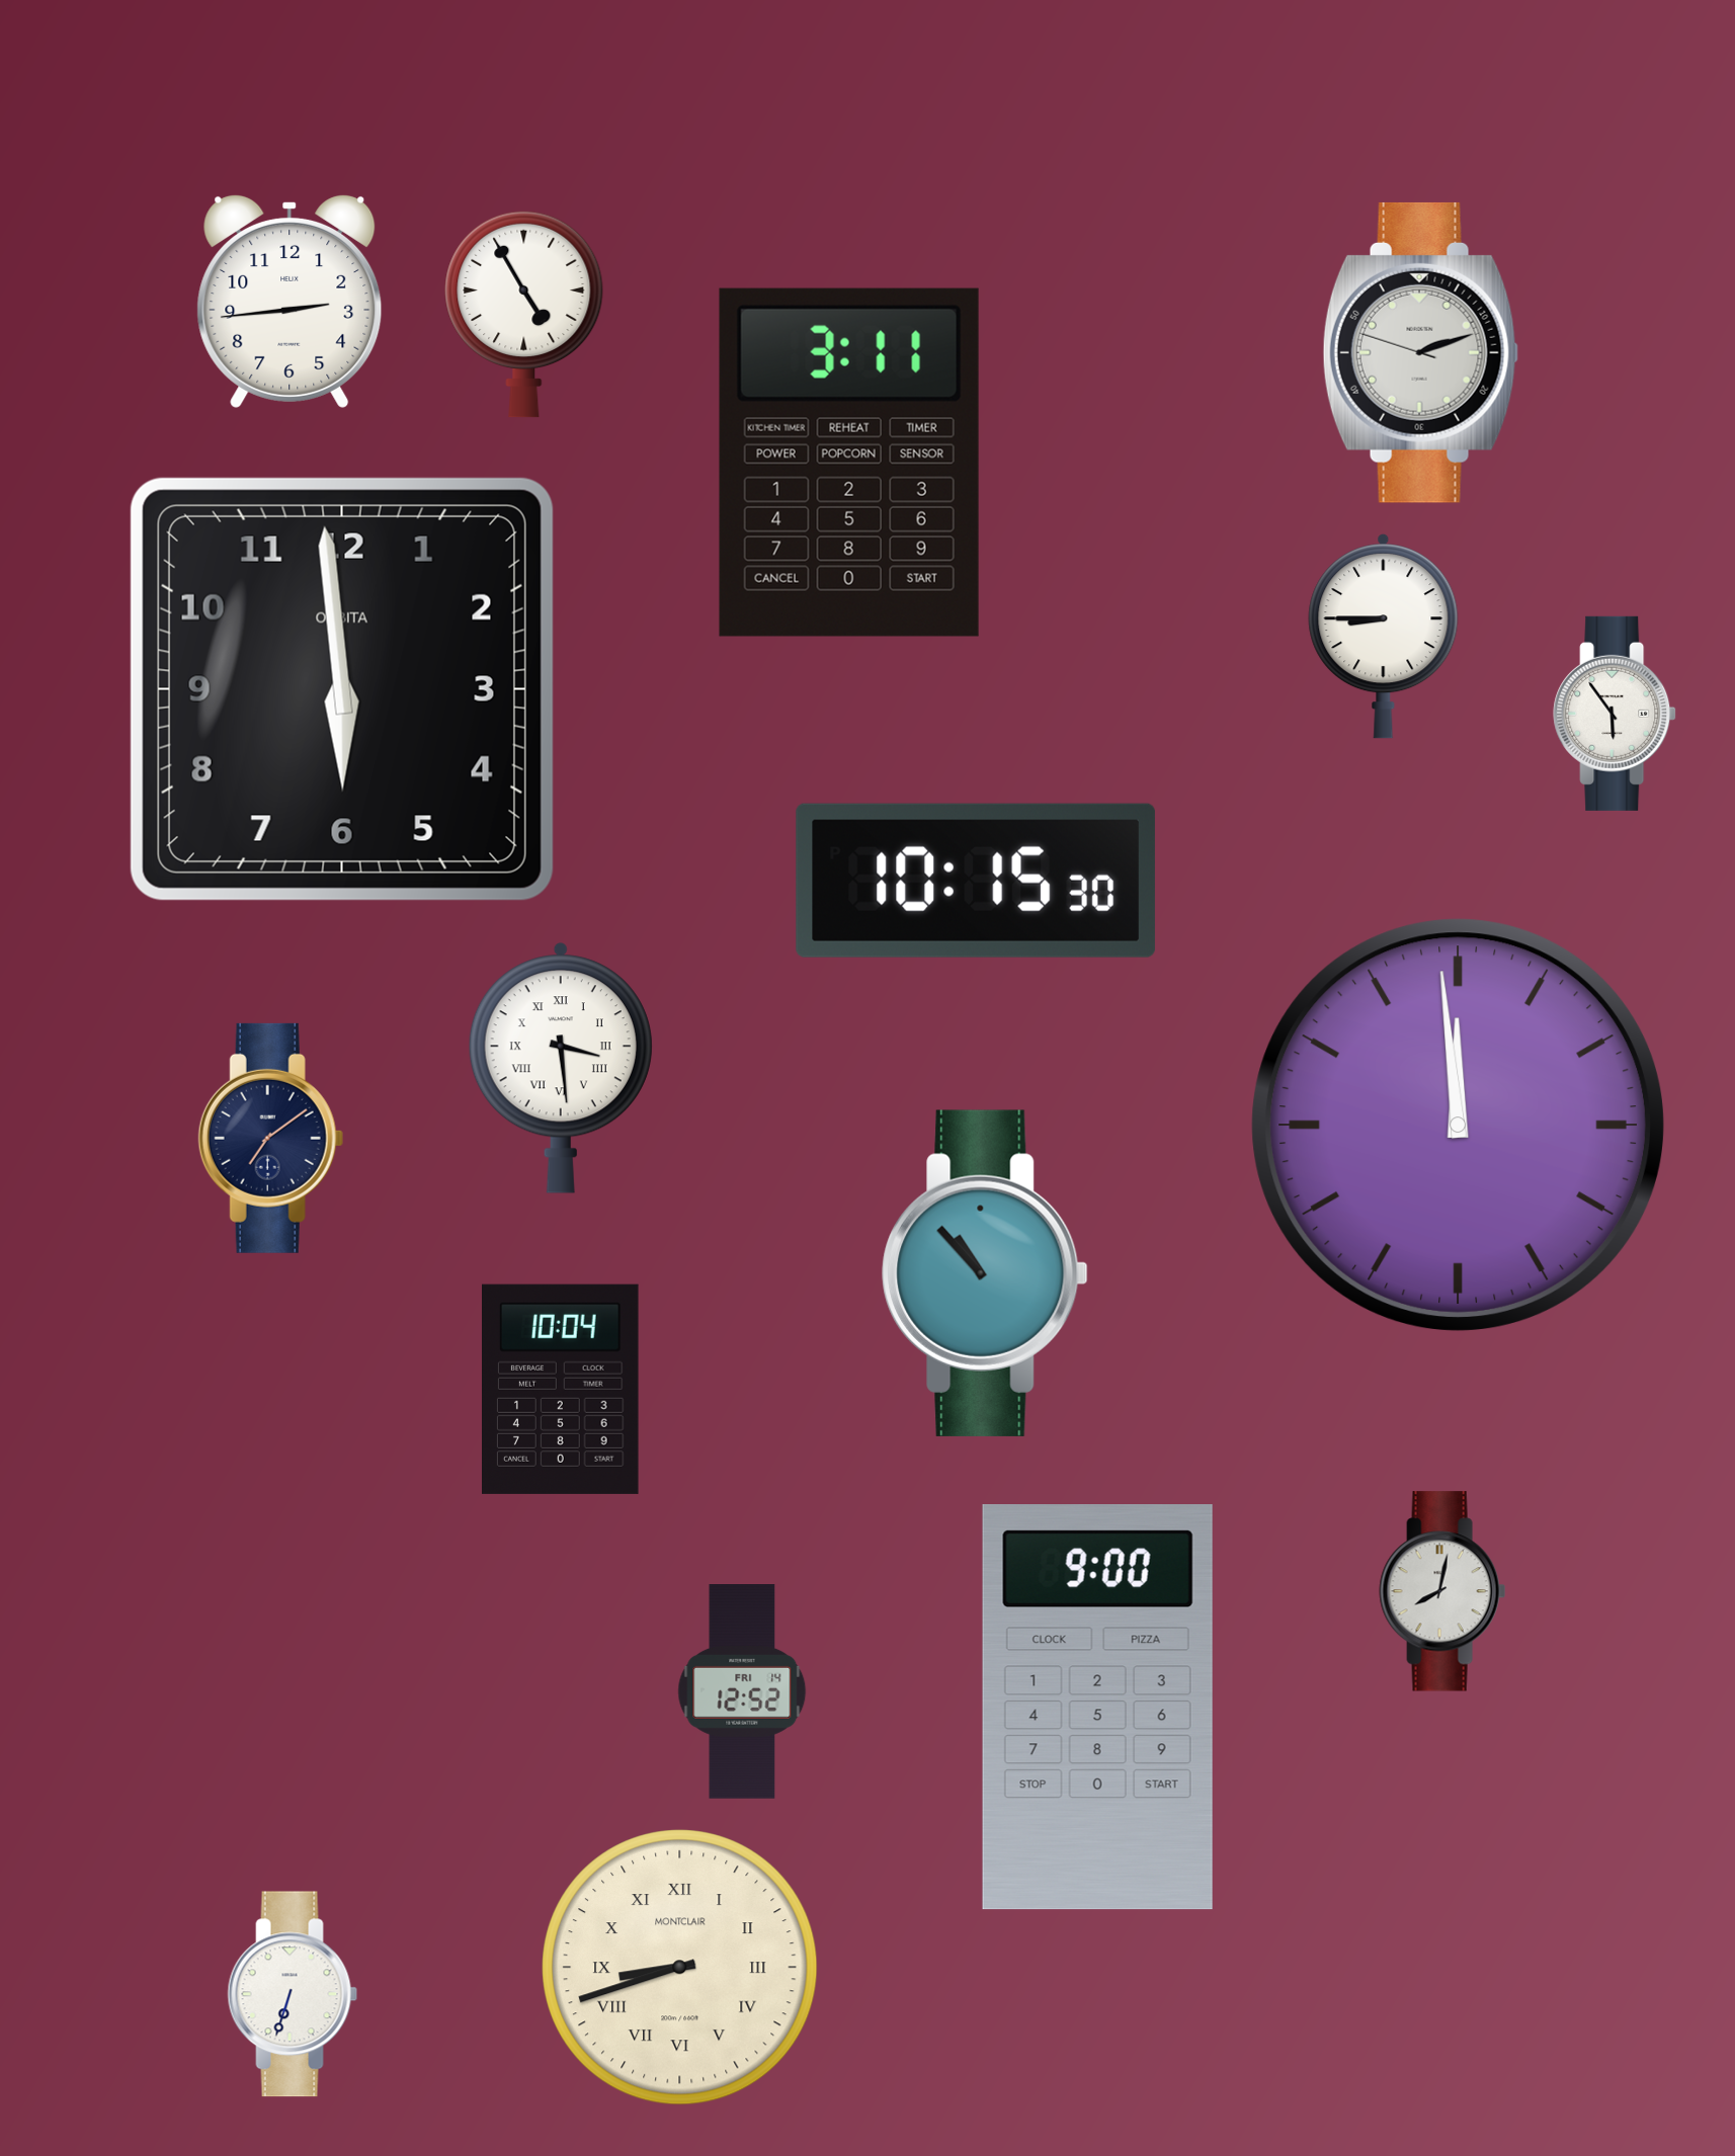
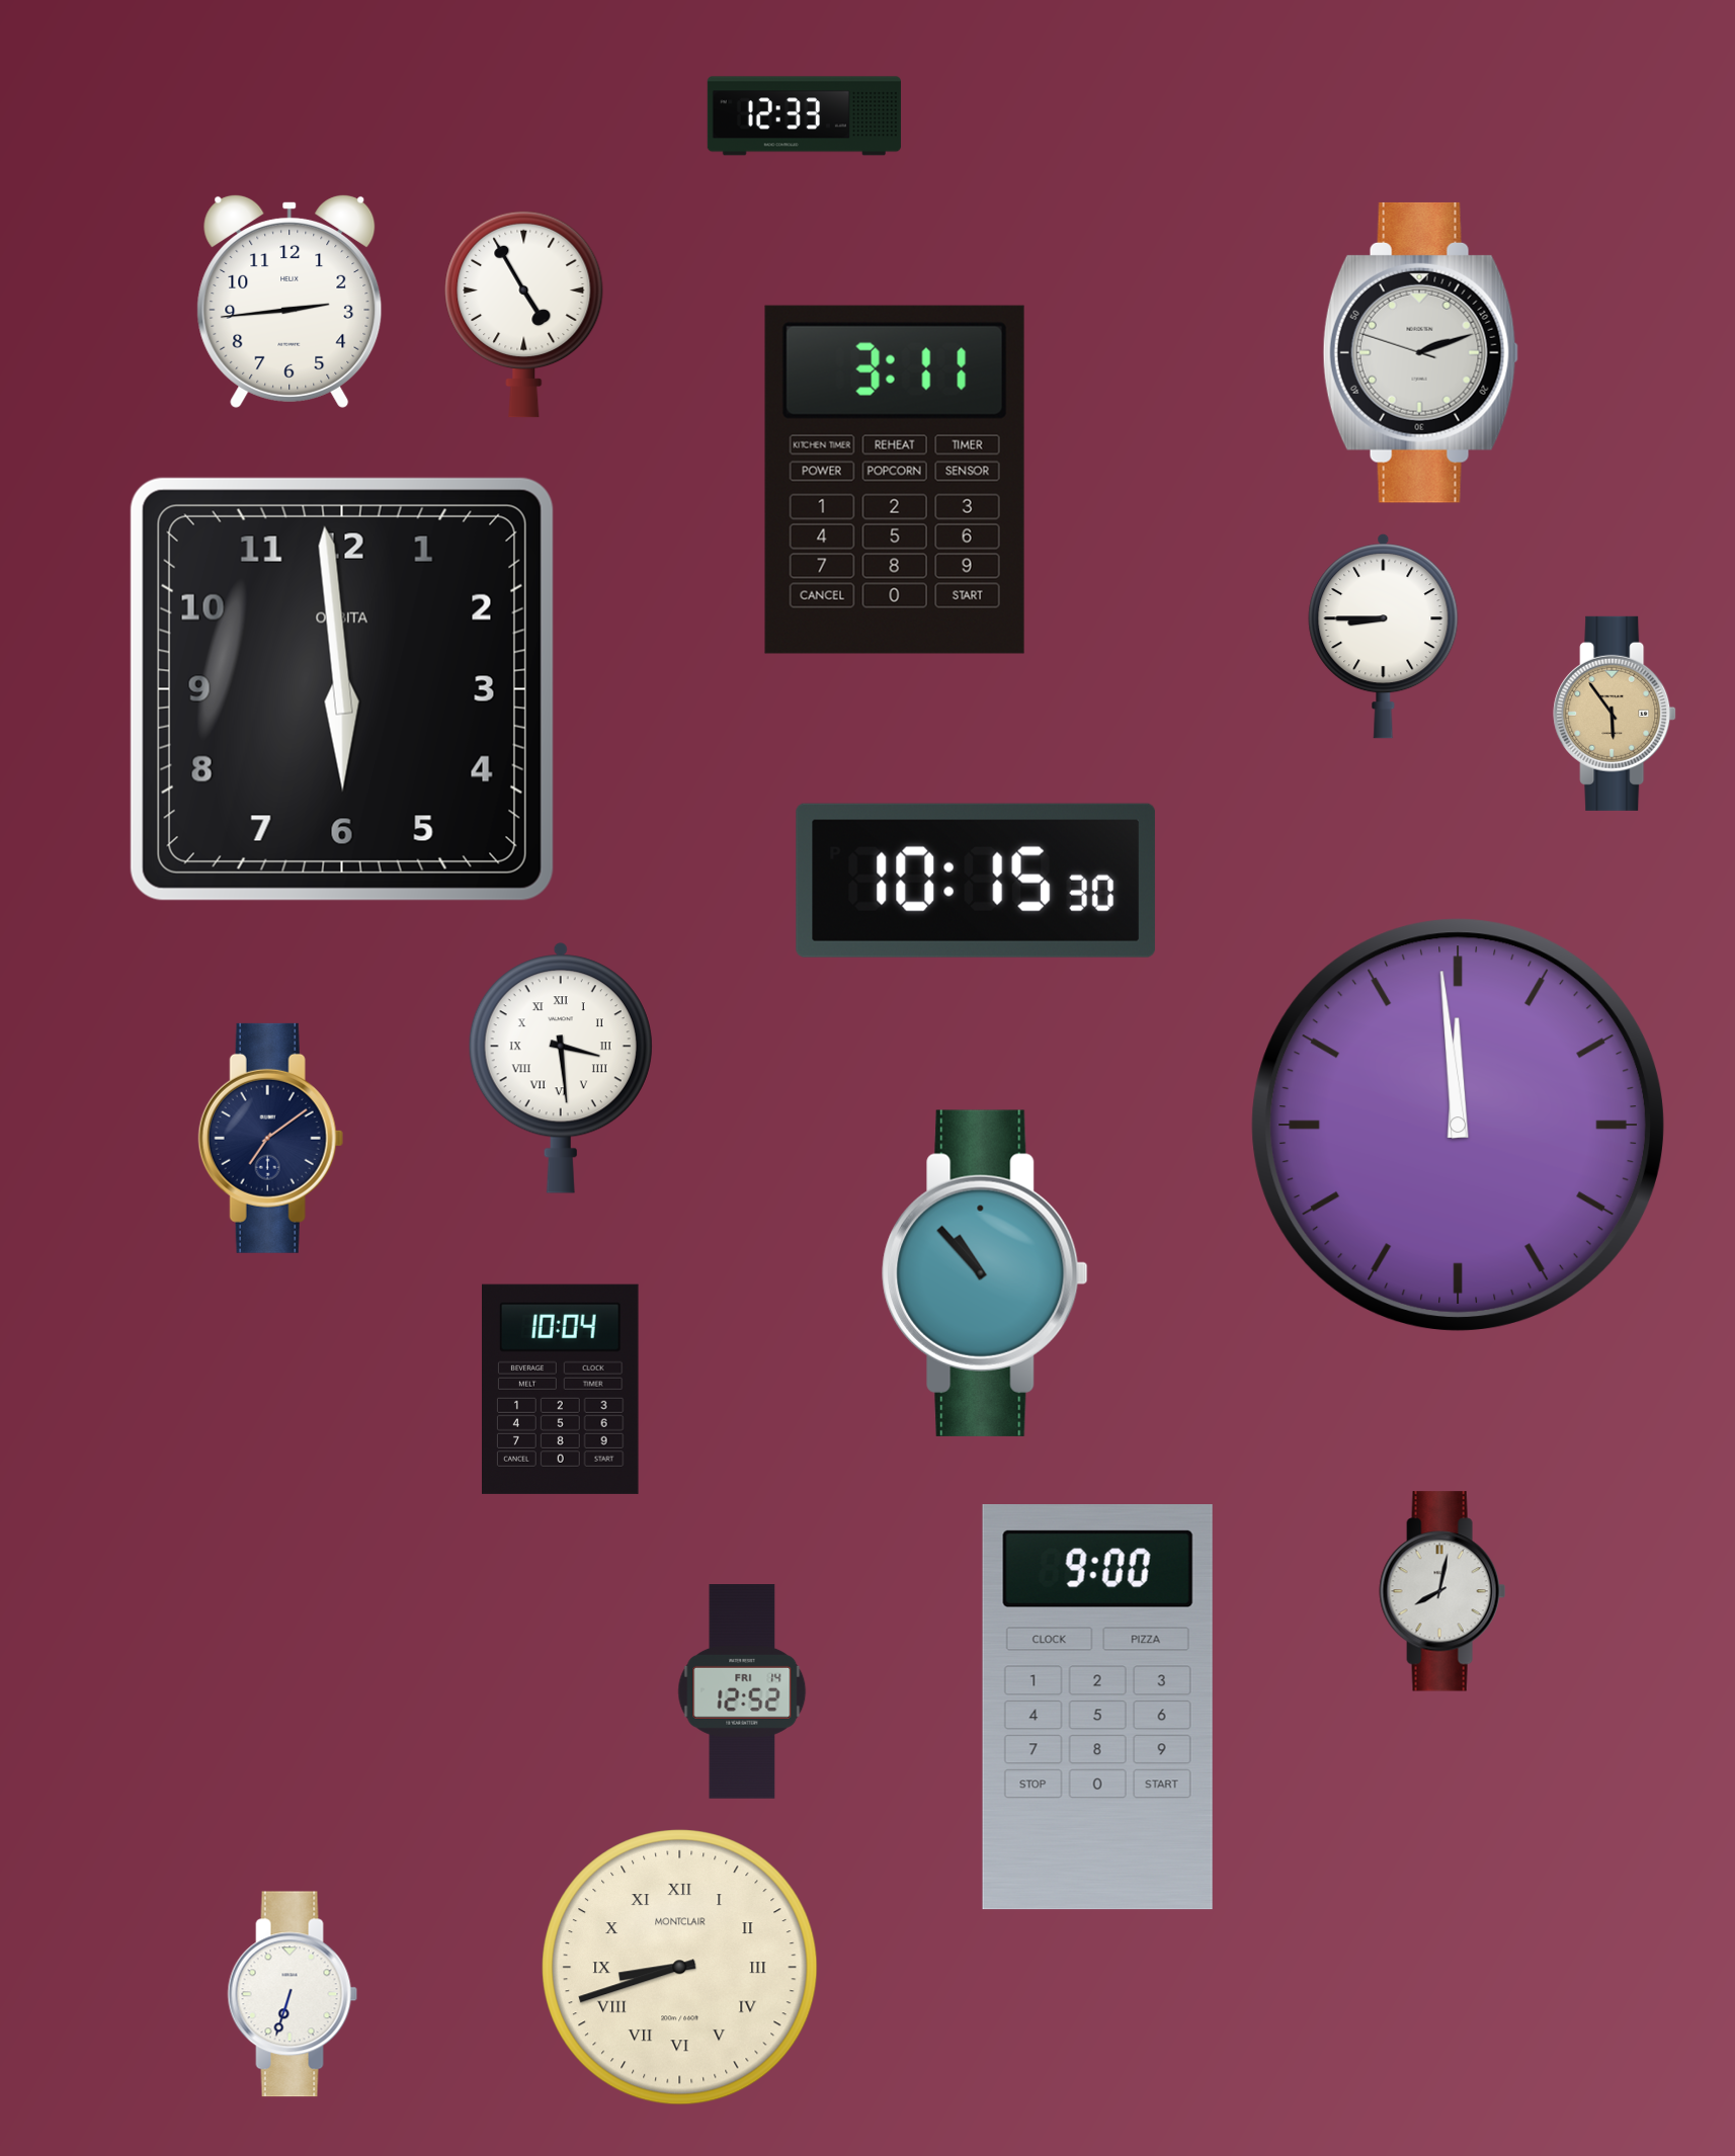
clock at (804, 116): none -> 12:33
clock at (849, 463) position: (849, 463) -> (895, 480)
clock at (1615, 714) dial: white -> champagne
